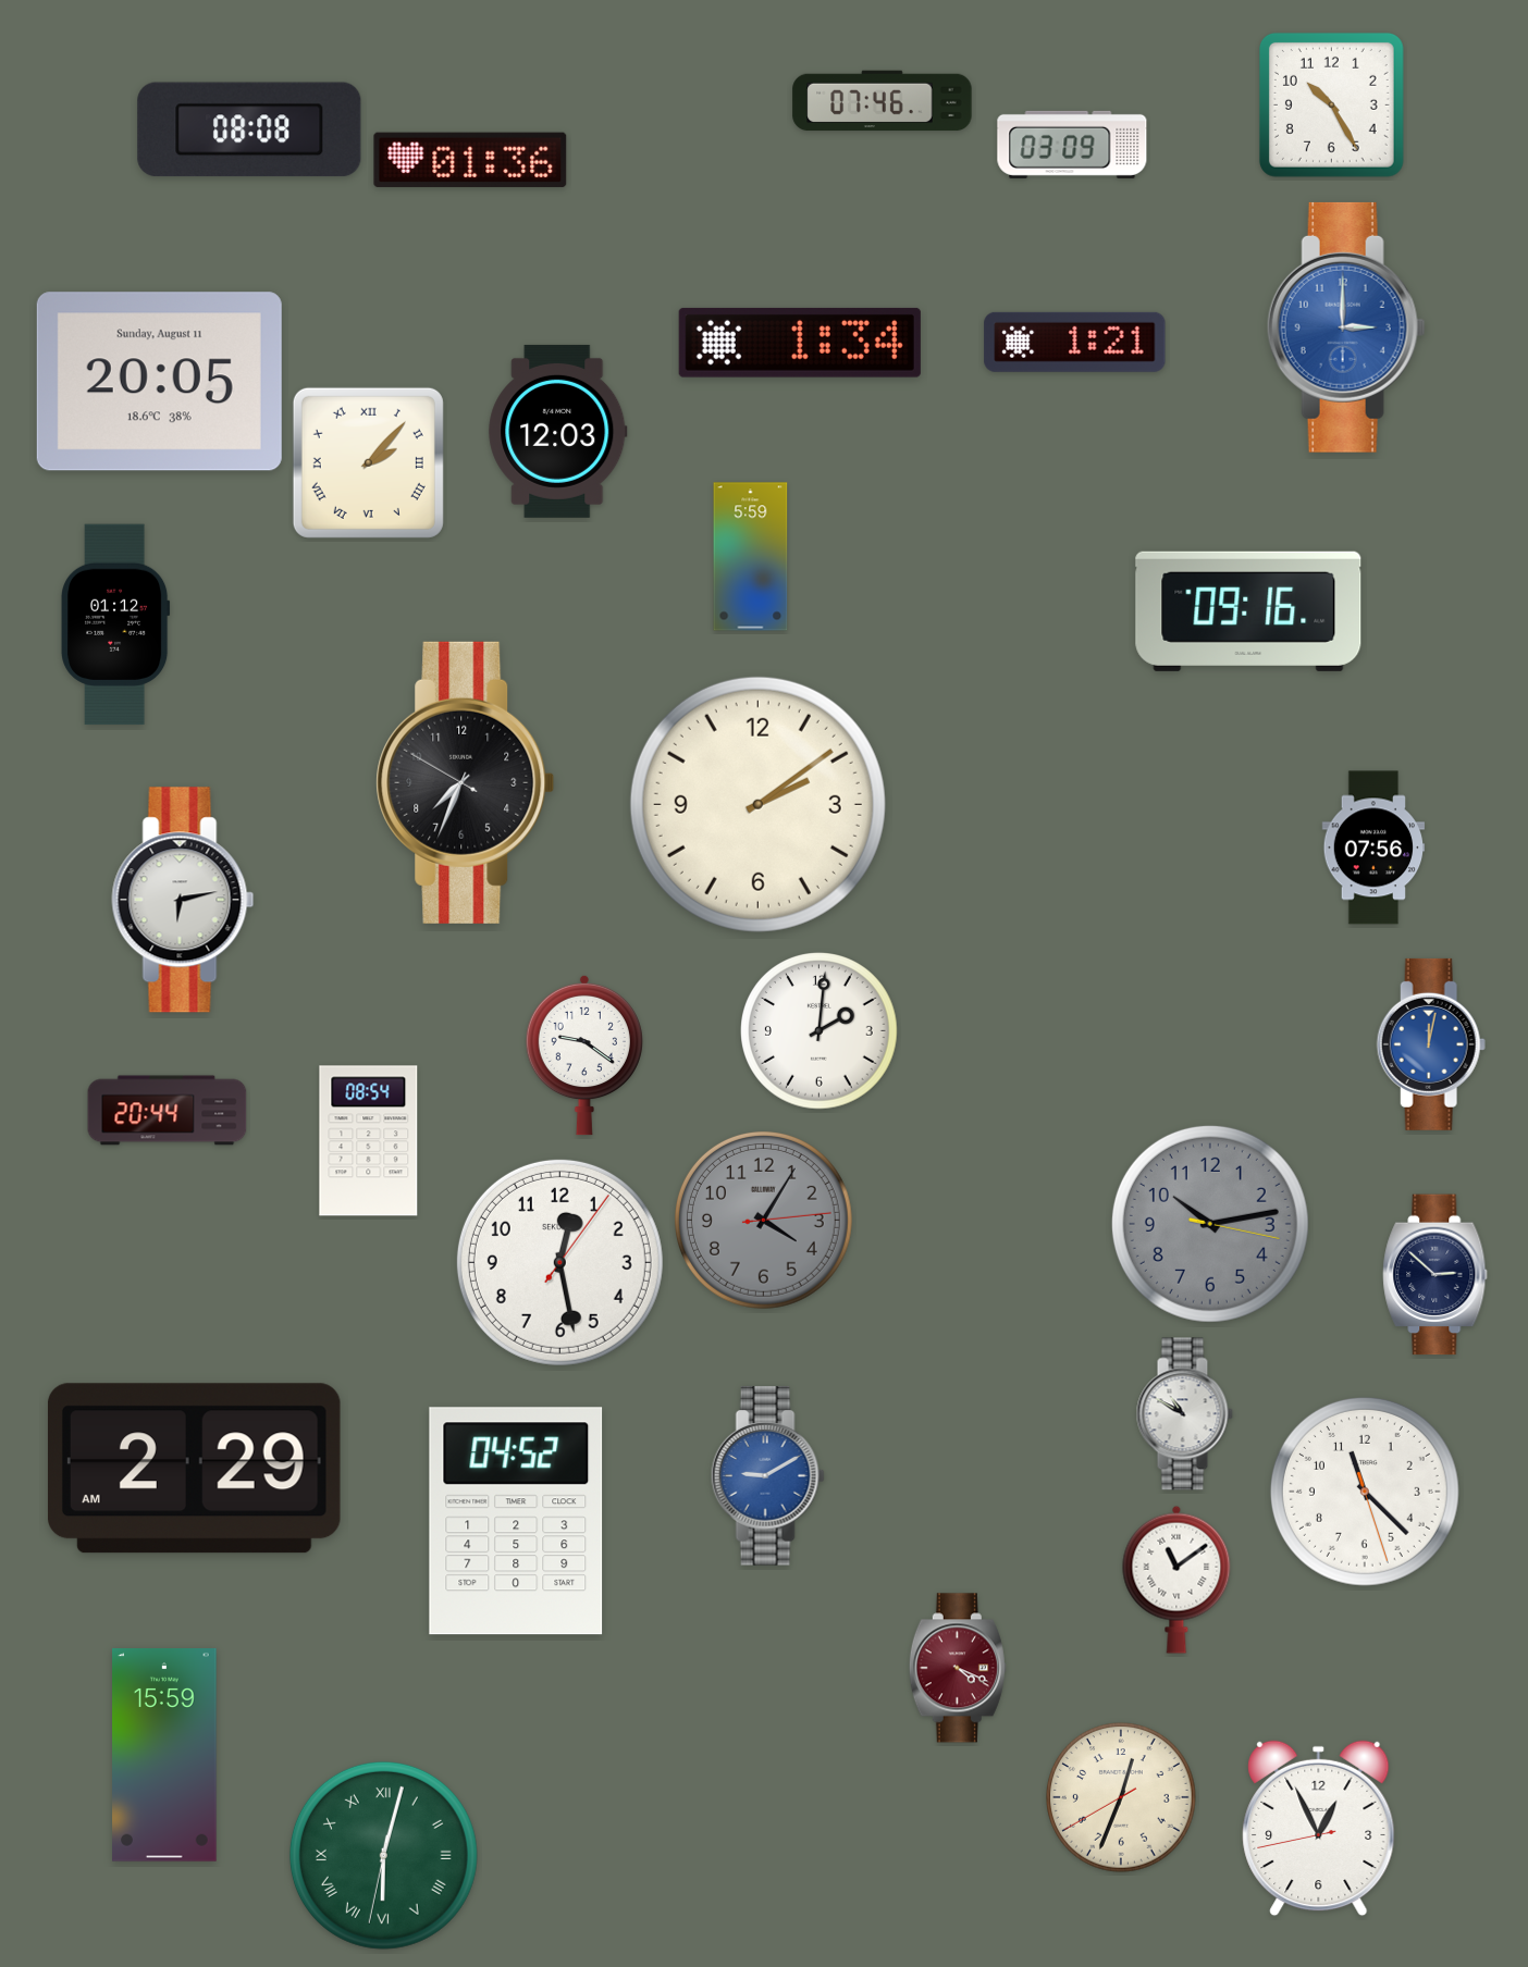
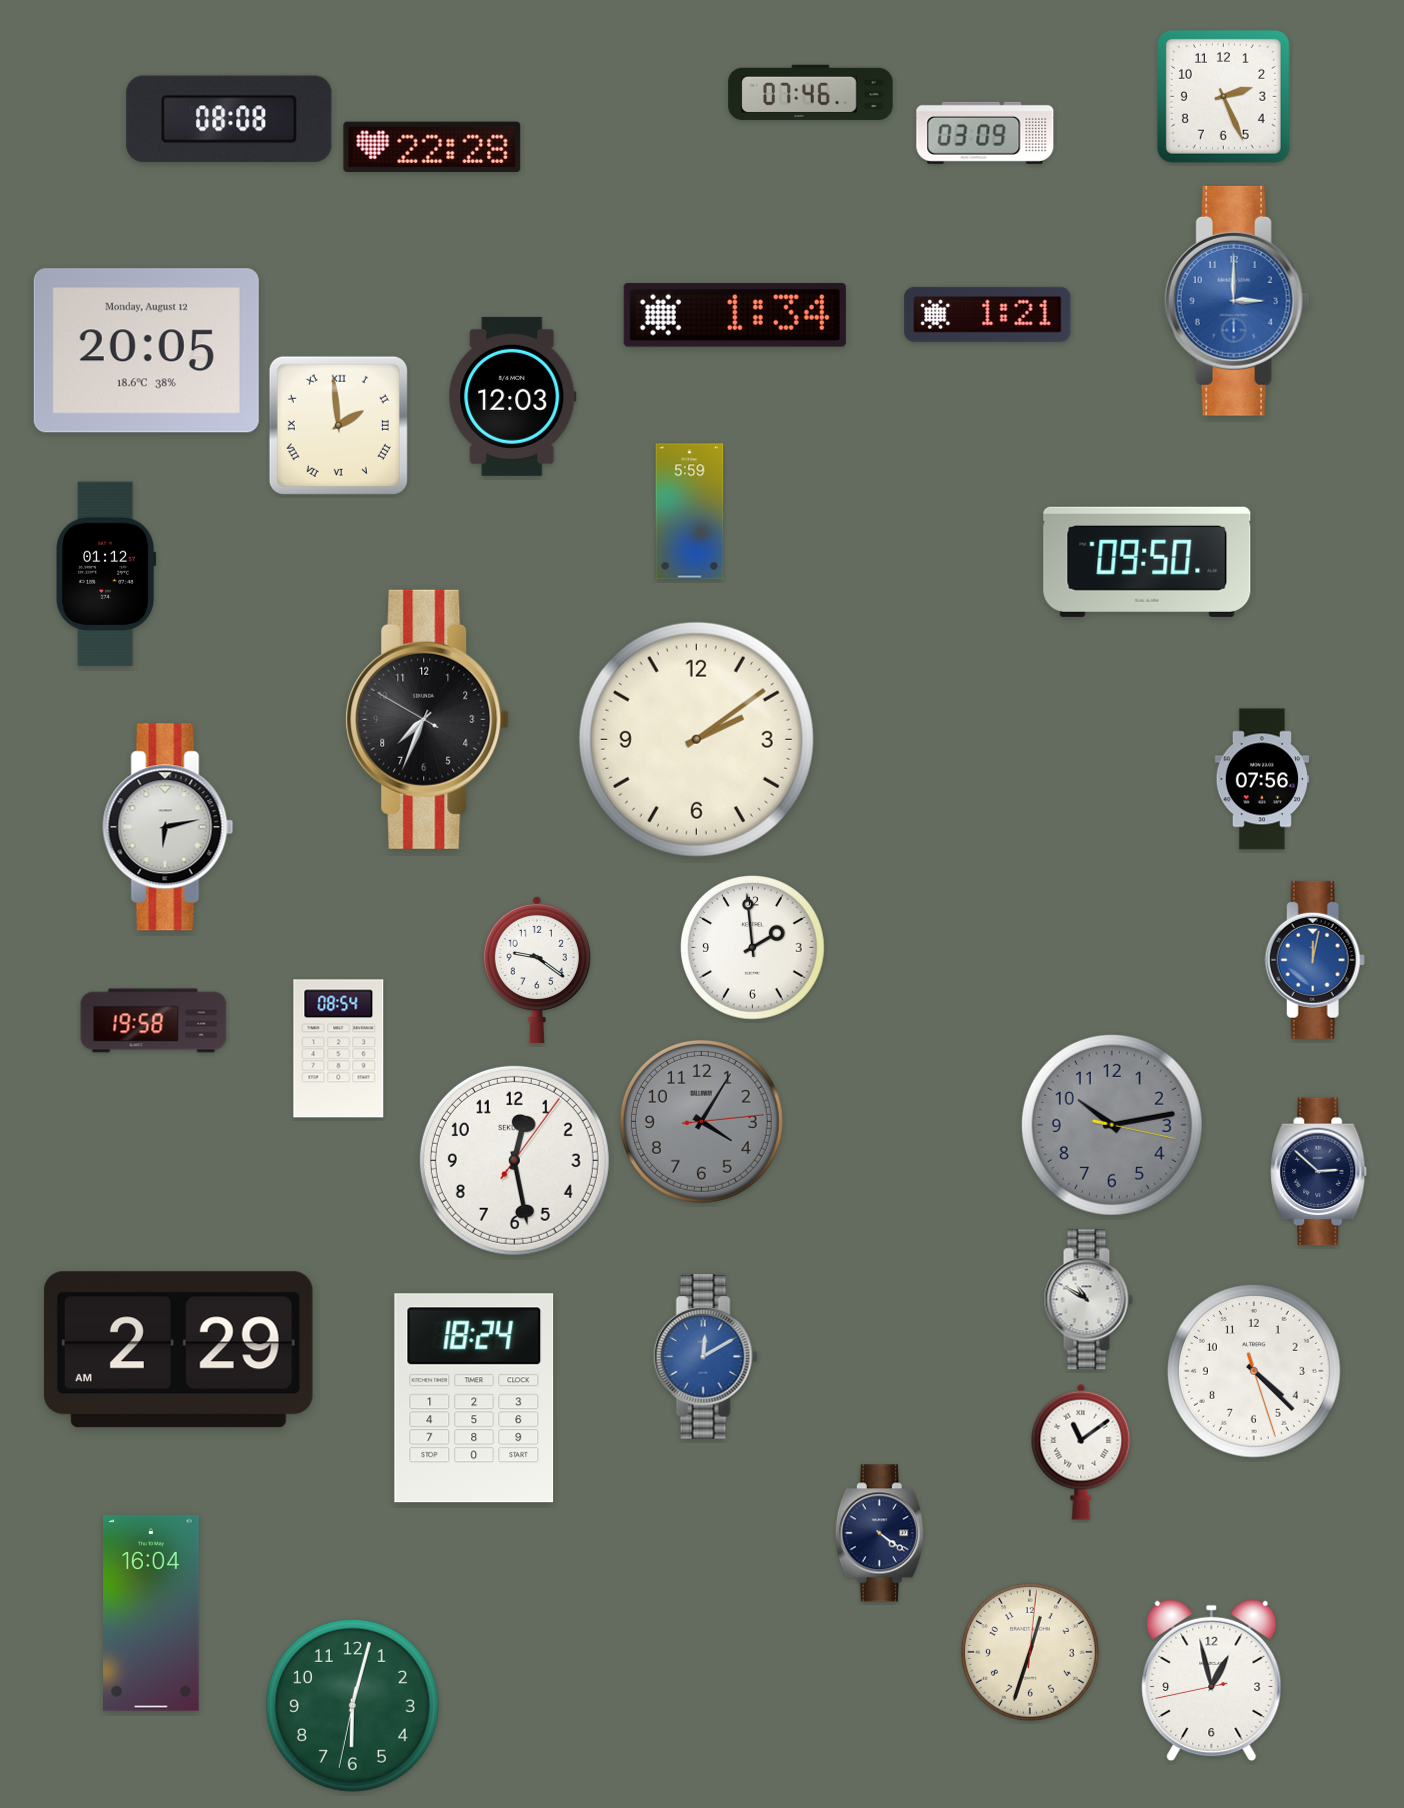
clock at (1331, 104): 10:25 -> 2:26
clock at (470, 159): 01:36 -> 22:28
clock at (159, 382) date: Sunday, August 11 -> Monday, August 12
clock at (368, 462): 2:07 -> 1:59
clock at (1248, 611): 09:16 -> 09:50
clock at (820, 1031): 2:01 -> 1:59
clock at (168, 1111): 20:44 -> 19:58
clock at (767, 1476): 9:10 -> 12:10
clock at (1365, 1492): 11:22 -> 4:22
clock at (516, 1521): 04:52 -> 18:24
clock at (958, 1668): 4:19 -> 4:21
clock at (958, 1668) dial: burgundy -> navy
clock at (164, 1756): 15:59 -> 16:04
clock at (1121, 1797): 12:33:40 -> 12:33:01
clock at (1319, 1829): 12:55 -> 12:57
clock at (383, 1855) numerals: Roman -> Arabic
